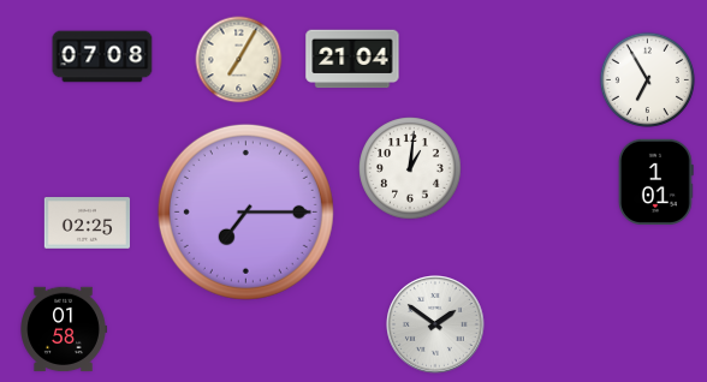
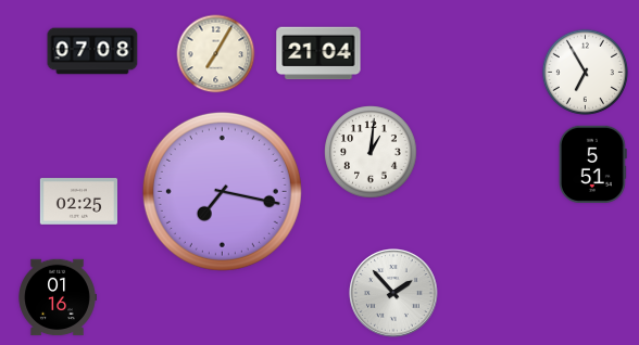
clock at (655, 181): 1:01 -> 5:51
clock at (245, 211): 7:15 -> 7:17
clock at (436, 326): 1:51 -> 1:53
clock at (64, 329): 01:58 -> 01:16
